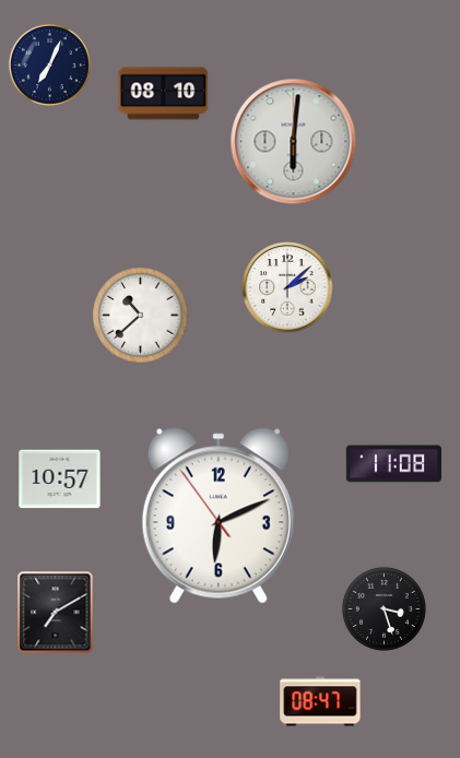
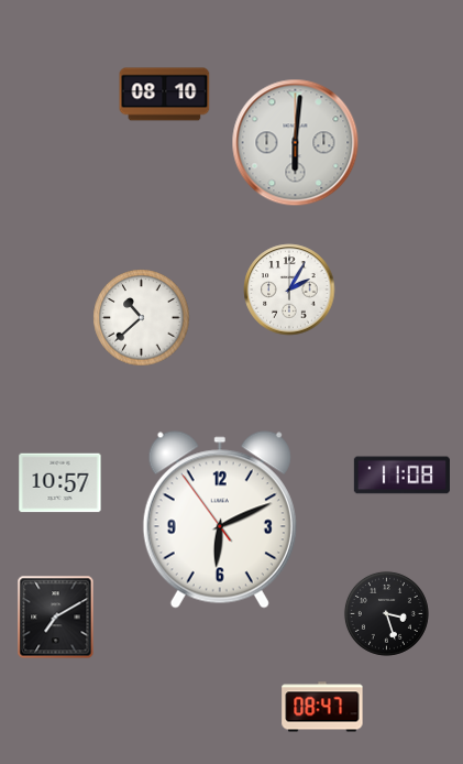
clock at (49, 64): 7:04 -> none
clock at (287, 287): 2:08 -> 2:05
clock at (393, 464) position: (393, 464) -> (401, 476)
